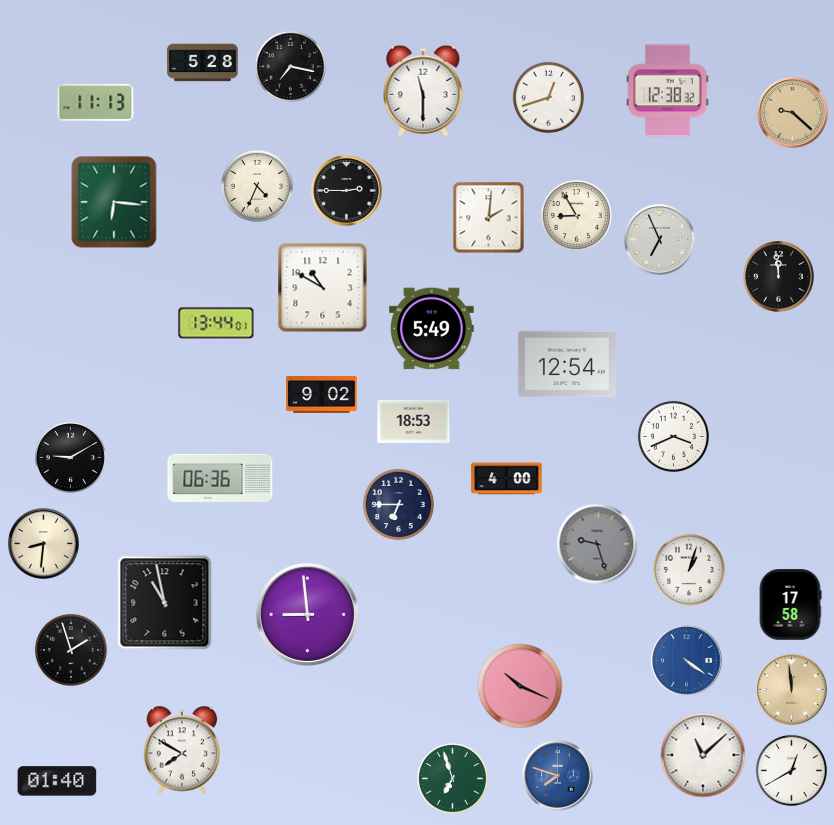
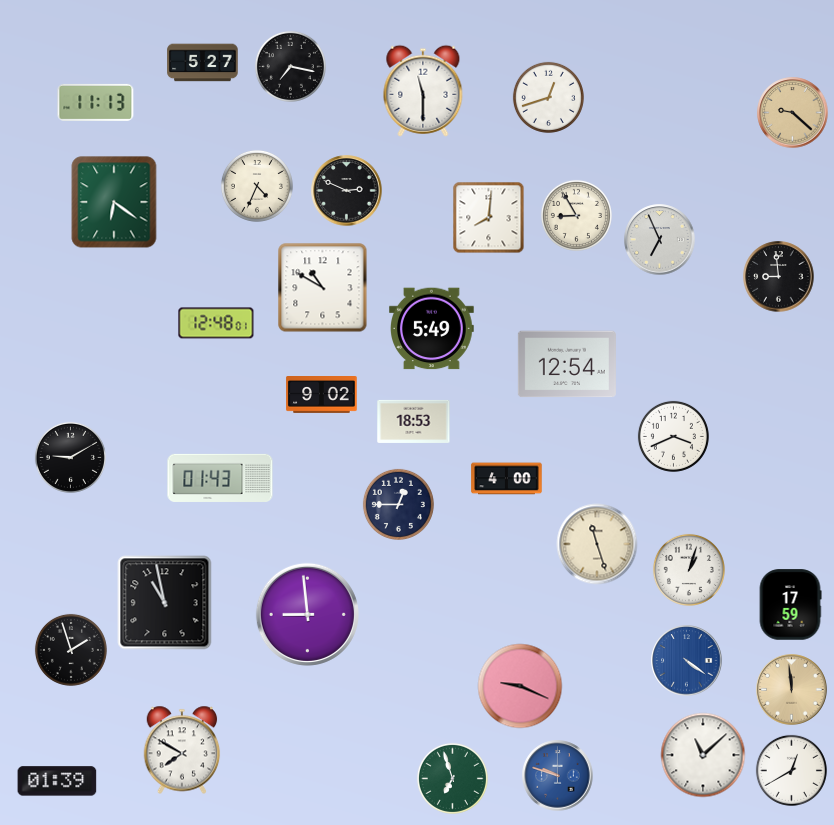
clock at (203, 63): 5:28 -> 5:27
clock at (668, 91): 12:38 -> none
clock at (347, 191): 2:45 -> 2:49
clock at (114, 202): 6:16 -> 6:21
clock at (489, 218): 2:01 -> 8:01
clock at (779, 277): 11:59 -> 8:59
clock at (216, 323): 13:44 -> 12:48
clock at (220, 478): 06:36 -> 01:43
clock at (398, 504): 6:45 -> 12:45
clock at (44, 544): 8:31 -> none
clock at (597, 544): 9:27 -> 11:27
clock at (597, 544) dial: grey -> cream
clock at (790, 605): 17:58 -> 17:59
clock at (520, 686): 10:19 -> 9:19
clock at (558, 776): 7:48 -> 9:48
clock at (57, 781): 01:40 -> 01:39
